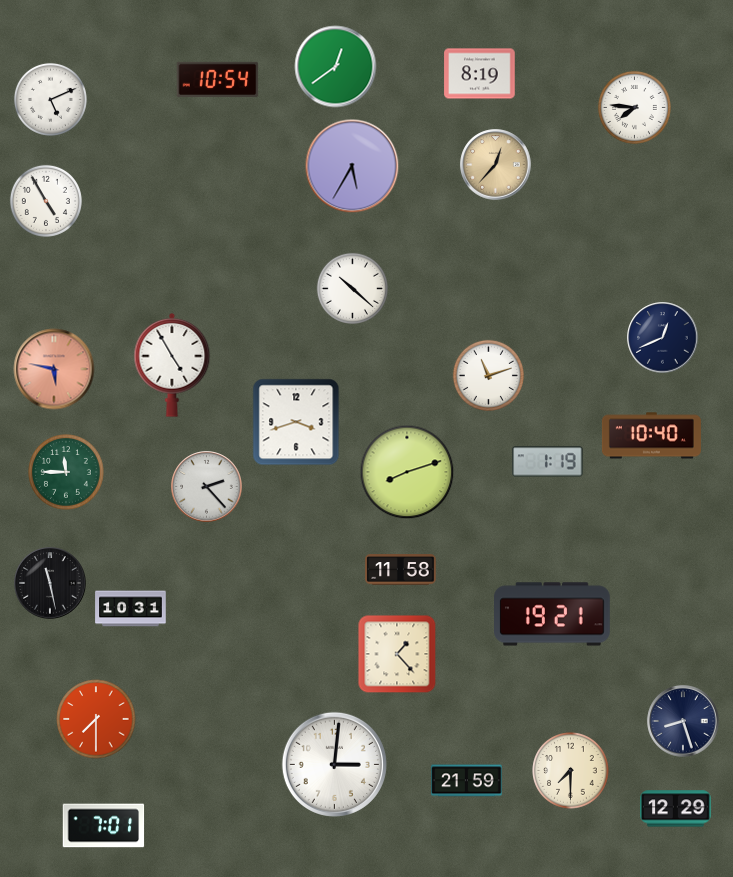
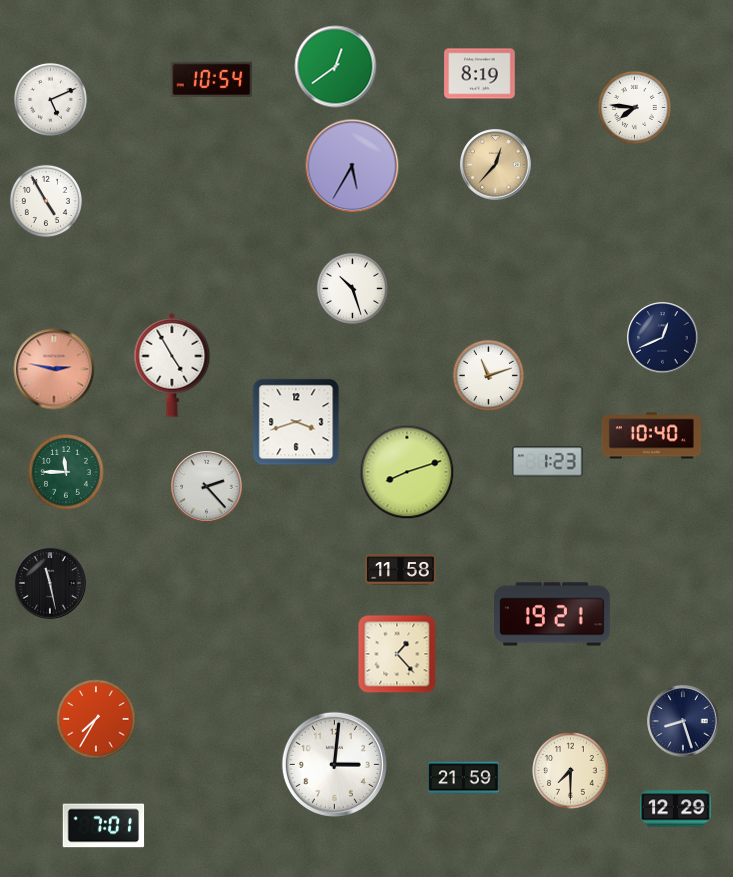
clock at (218, 79) position: (218, 79) -> (212, 79)
clock at (352, 288): 10:22 -> 10:27
clock at (54, 369): 5:47 -> 2:47
clock at (548, 462): 1:19 -> 1:23
clock at (131, 609): 10:31 -> none
clock at (96, 719): 7:30 -> 7:35
clock at (467, 781) position: (467, 781) -> (464, 778)
